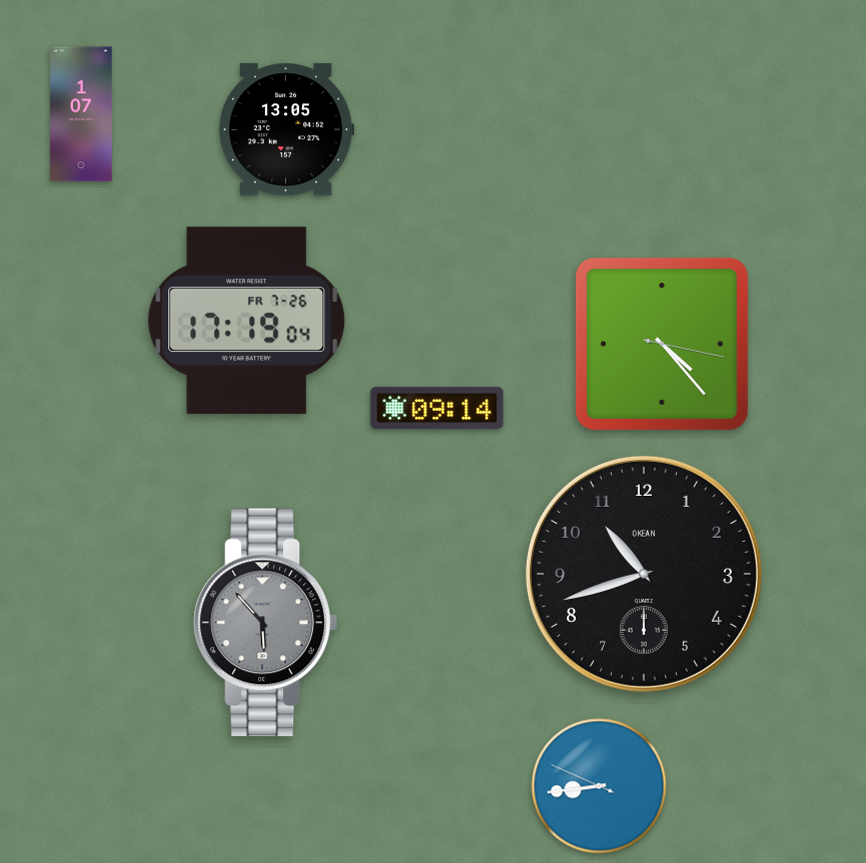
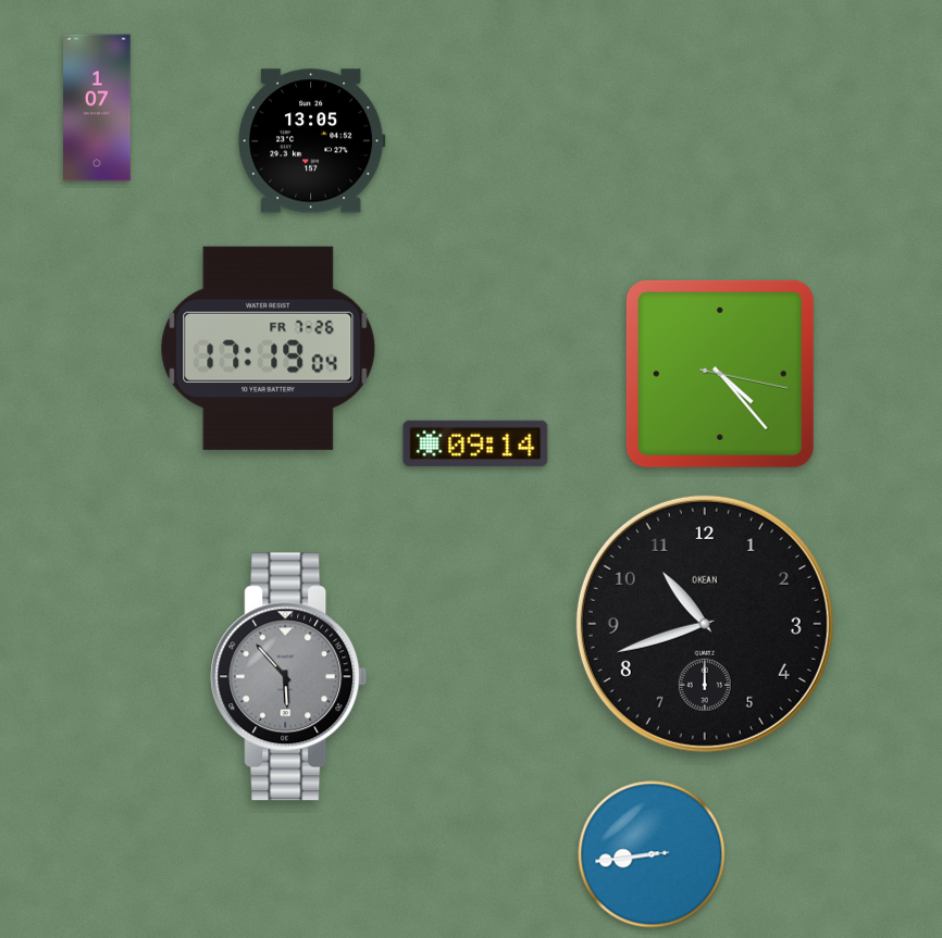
clock at (81, 114) position: (81, 114) -> (97, 108)
clock at (644, 574) position: (644, 574) -> (705, 624)
clock at (599, 786): 8:43:49 -> 8:43:44
